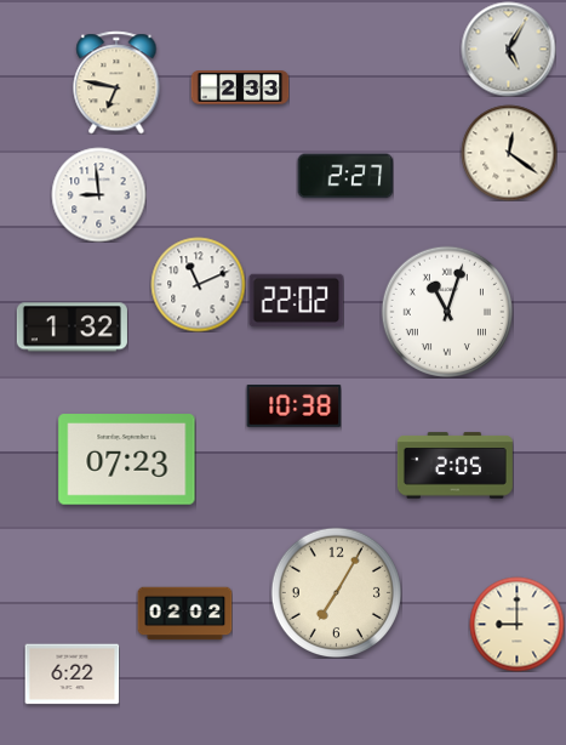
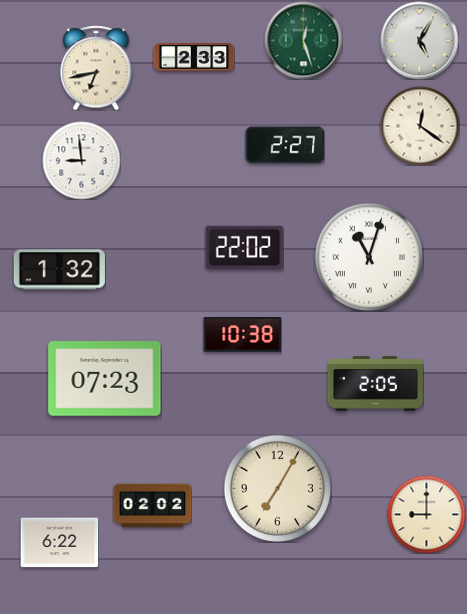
clock at (303, 40): none -> 12:27
clock at (116, 83): 6:47 -> 6:43
clock at (240, 87) position: (240, 87) -> (194, 57)
clock at (198, 284): 11:11 -> none
clock at (72, 675) position: (72, 675) -> (59, 543)
